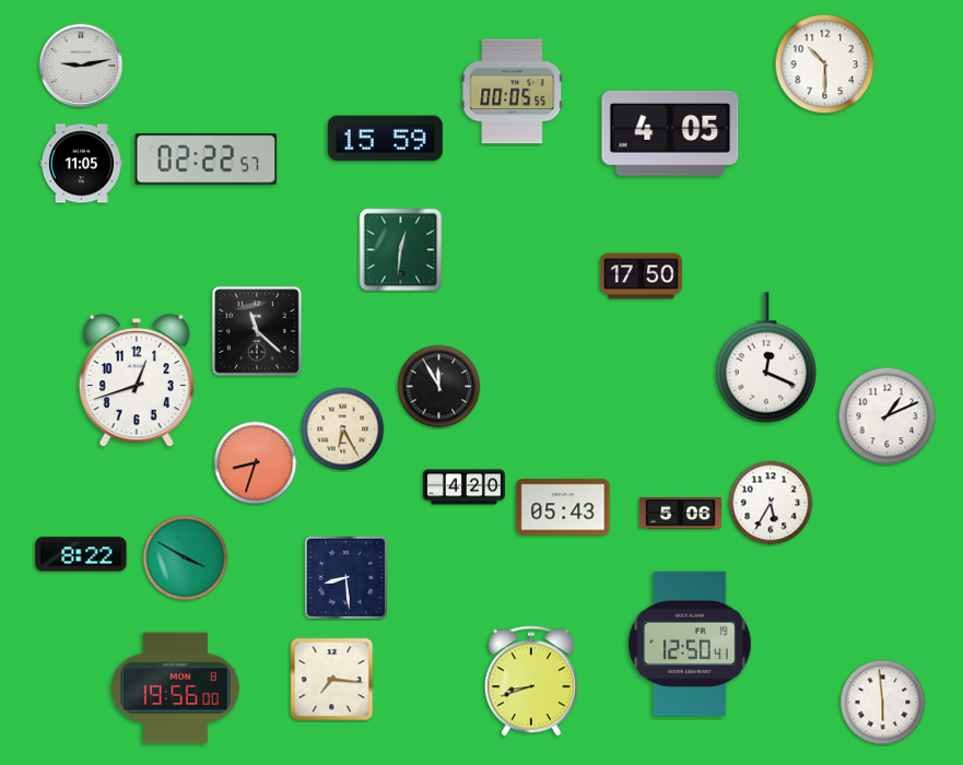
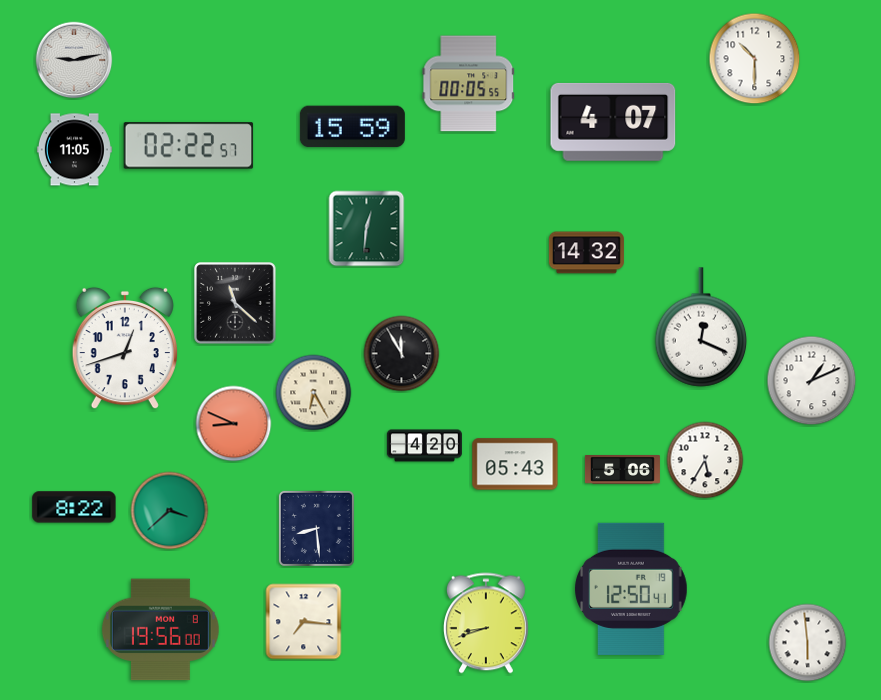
clock at (670, 133): 4:05 -> 4:07
clock at (641, 276): 17:50 -> 14:32
clock at (256, 463): 8:33 -> 8:49
clock at (186, 558): 3:50 -> 3:38
